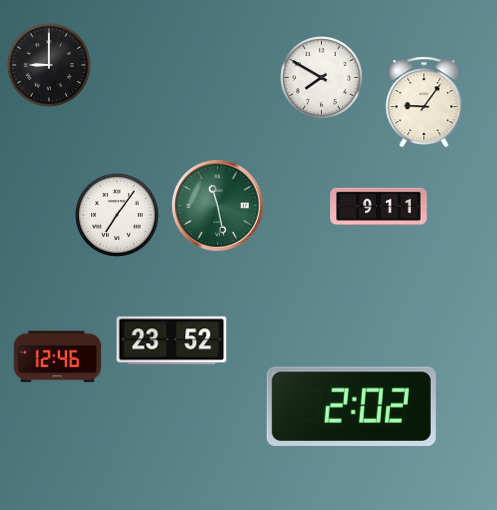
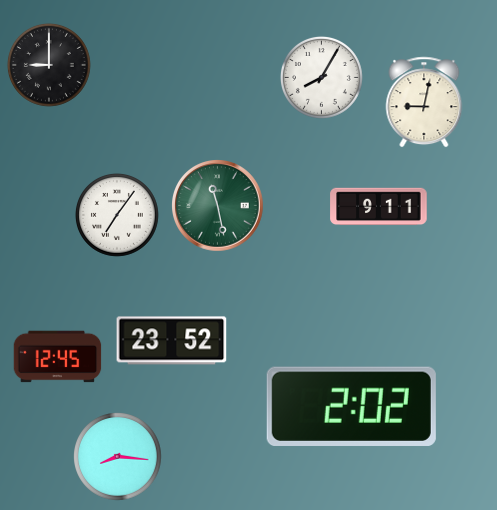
clock at (321, 77): 7:50 -> 8:05
clock at (424, 102): 9:06 -> 9:02
clock at (58, 357): 12:46 -> 12:45
clock at (118, 457): none -> 8:16
